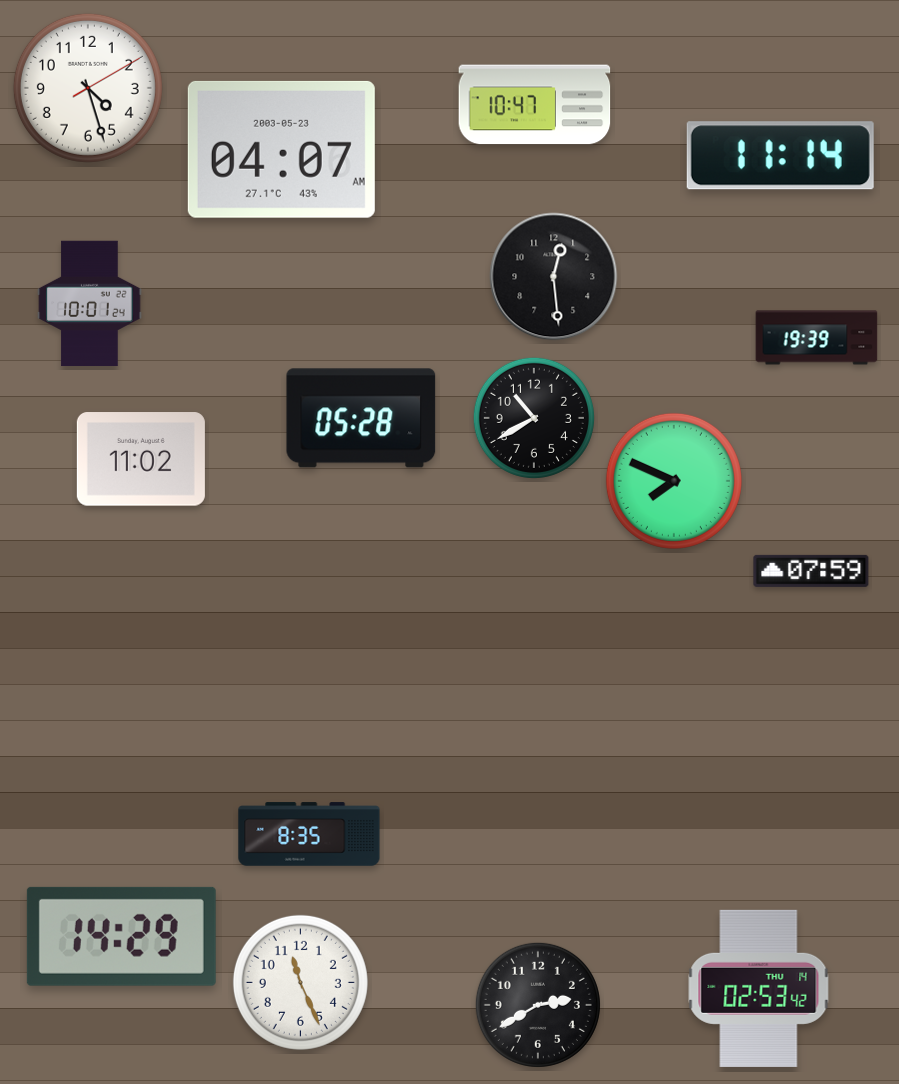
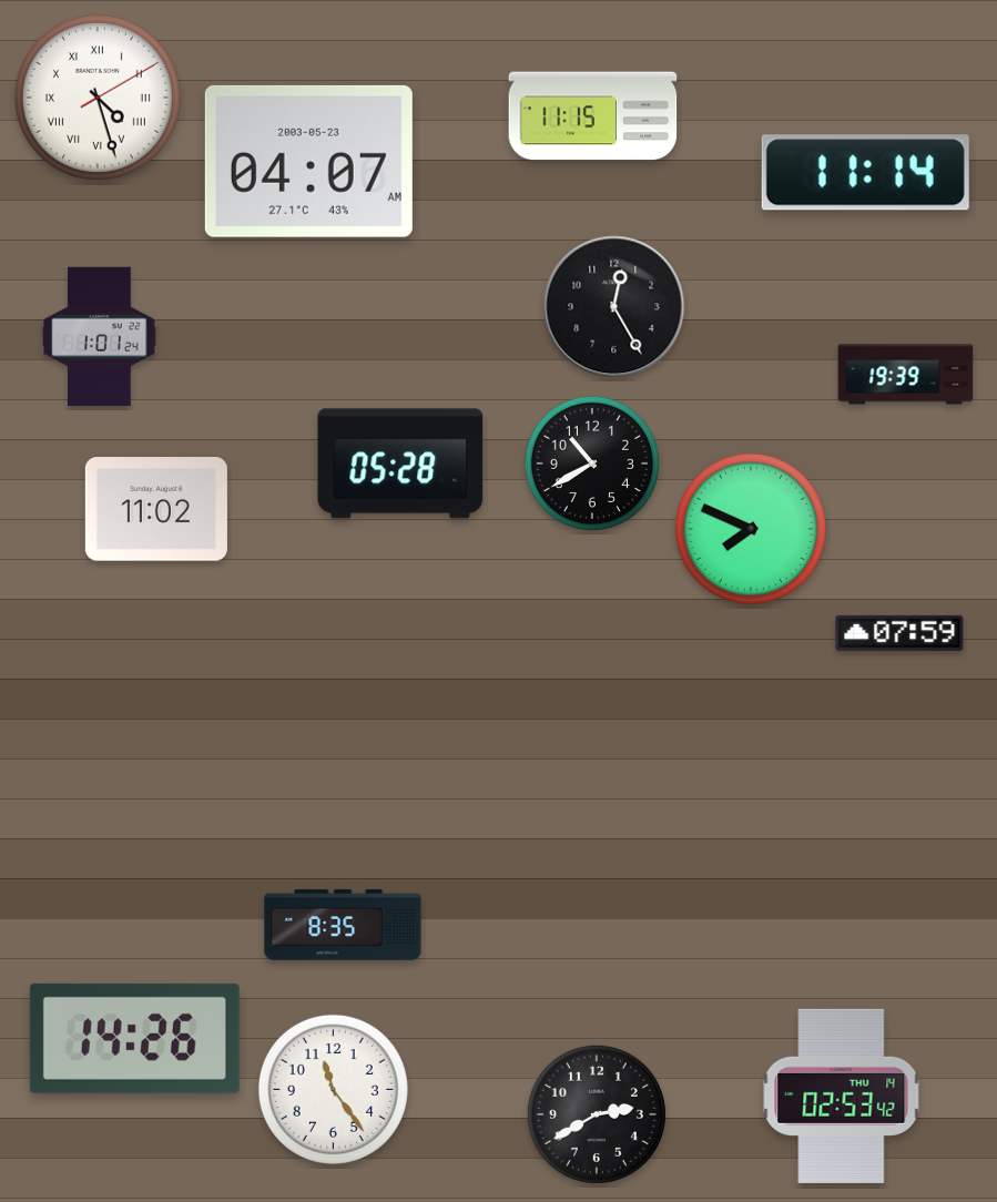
clock at (88, 88) numerals: Arabic -> Roman
clock at (535, 105): 10:47 -> 11:15
clock at (281, 149) position: (281, 149) -> (308, 161)
clock at (554, 277): 12:29 -> 12:25
clock at (90, 304): 10:01 -> 1:01
clock at (674, 481) position: (674, 481) -> (751, 529)
clock at (121, 936): 14:29 -> 14:26
clock at (300, 982): 11:26 -> 11:24
